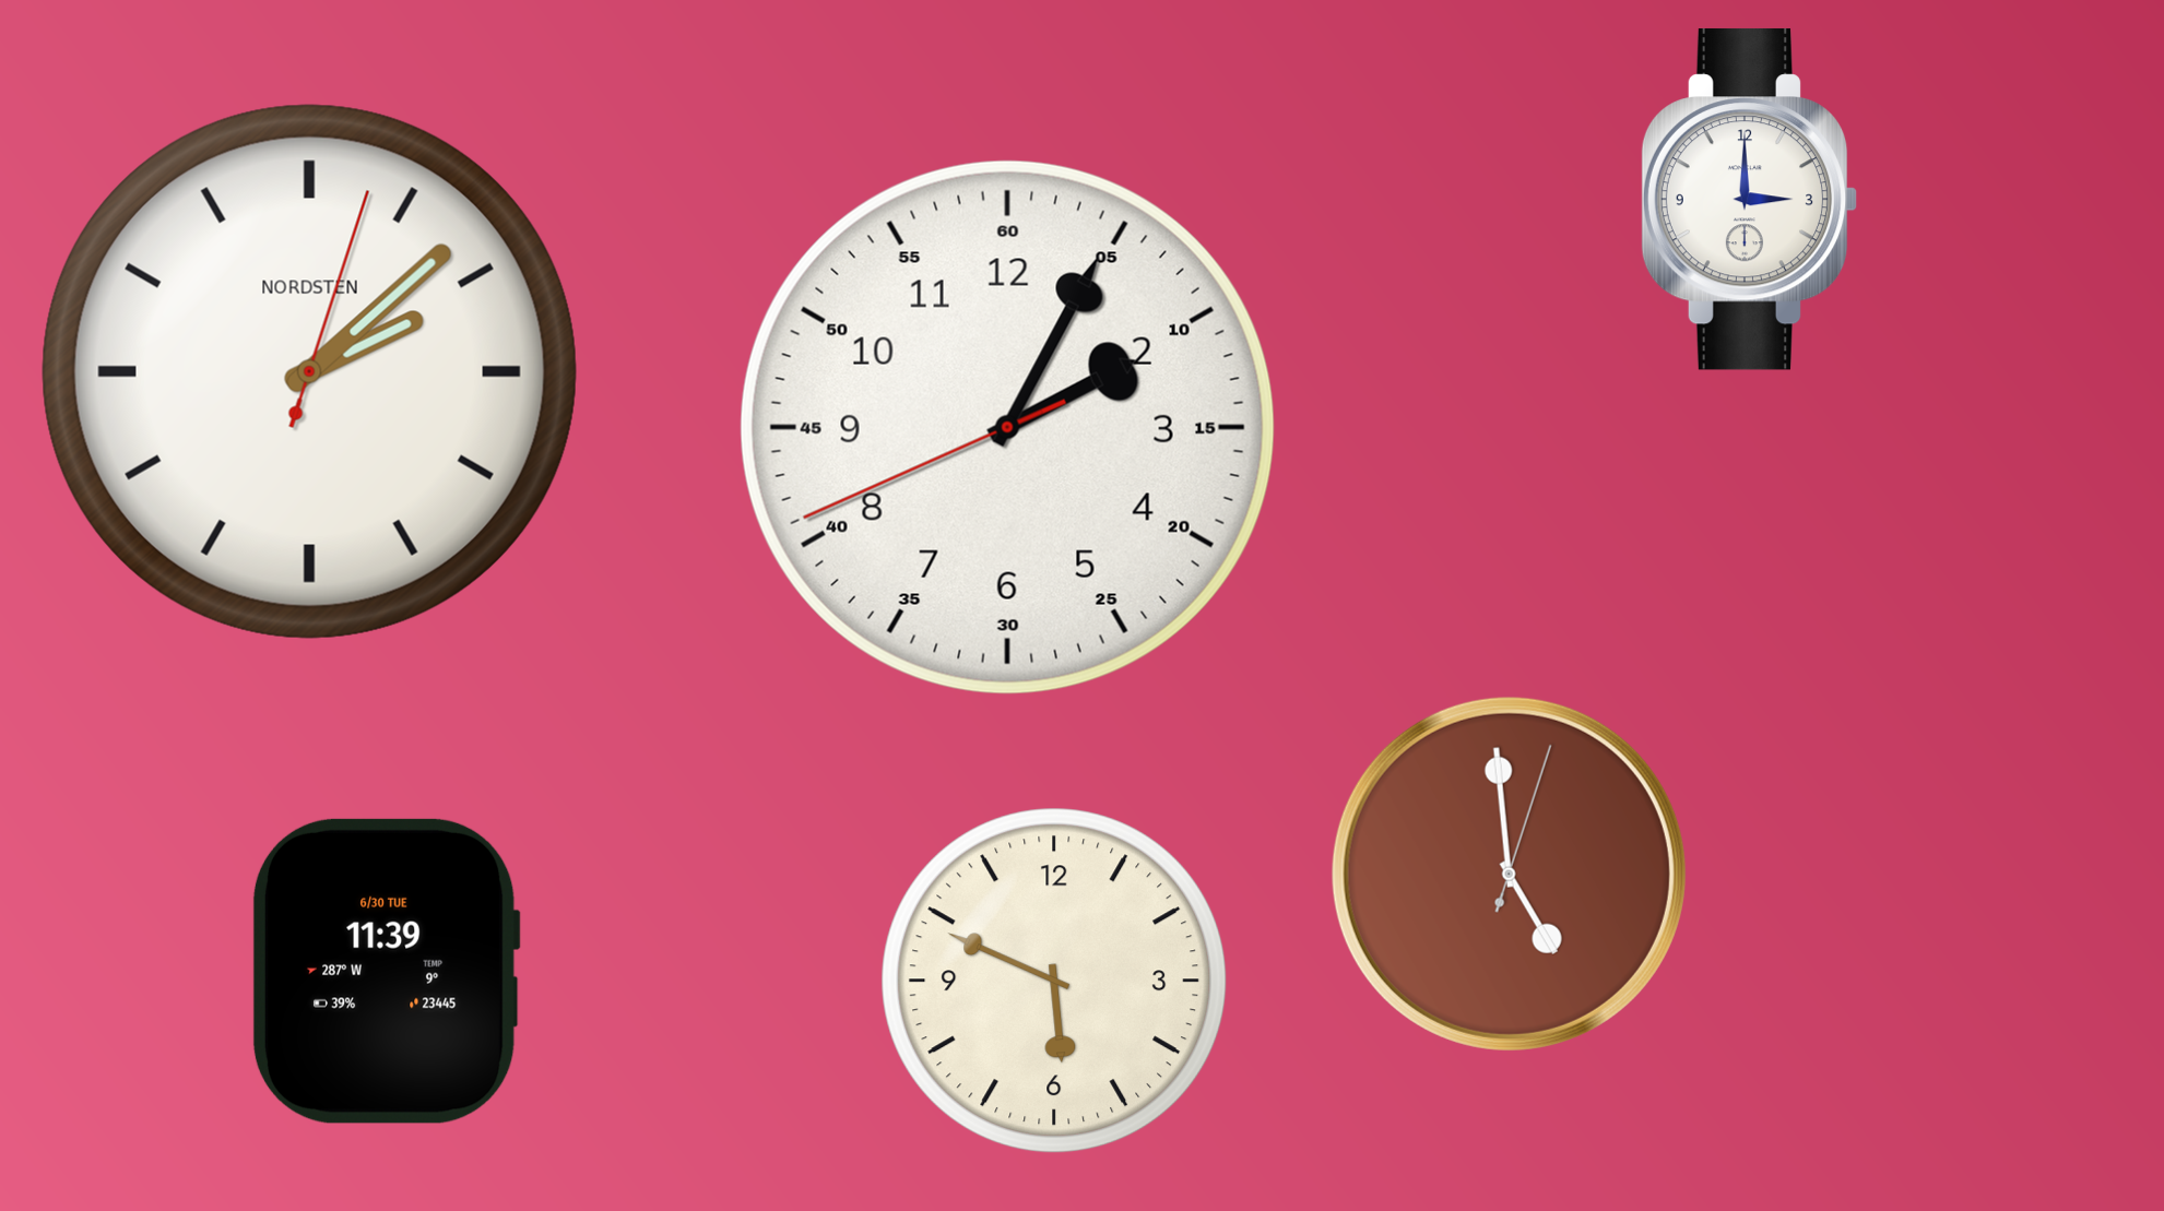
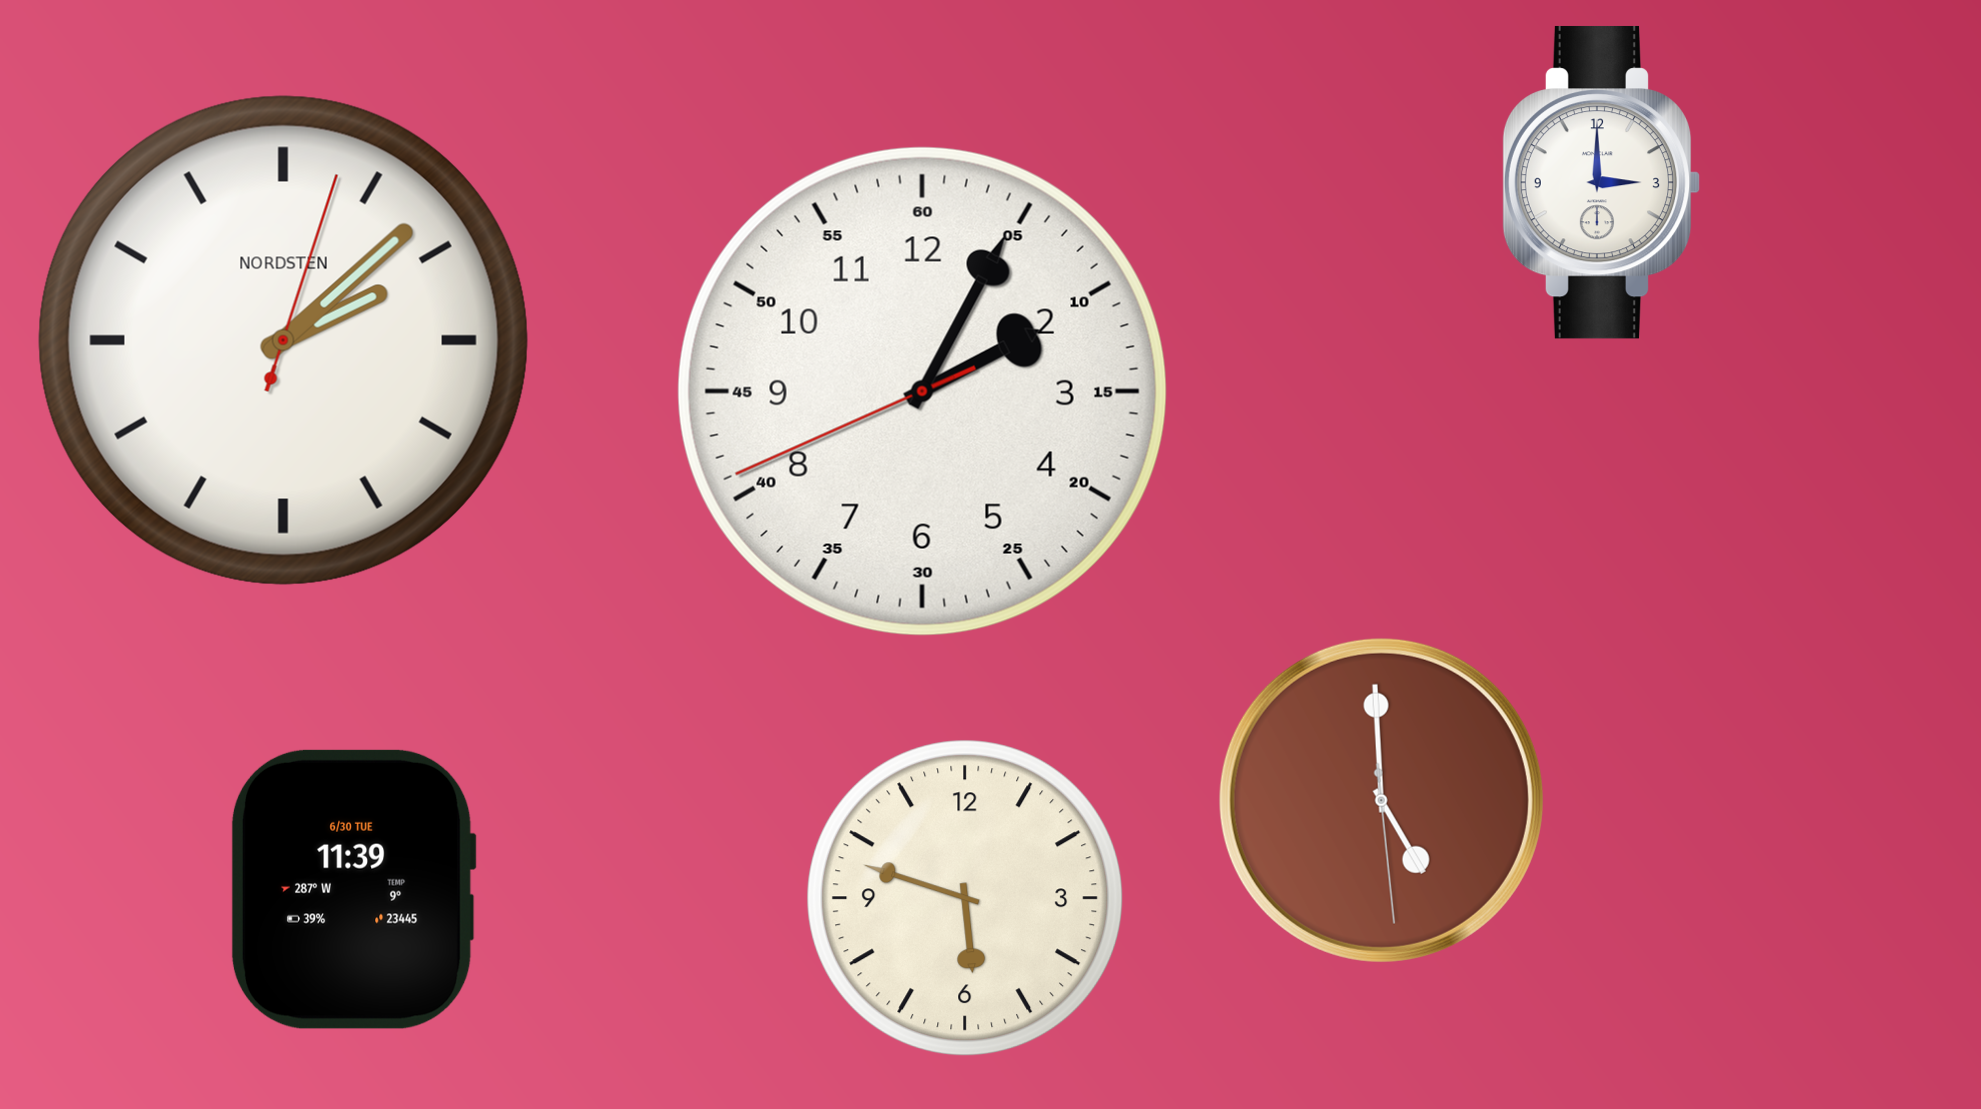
clock at (1509, 874): 4:59:03 -> 4:59:29
clock at (1054, 981): 5:49 -> 5:48
